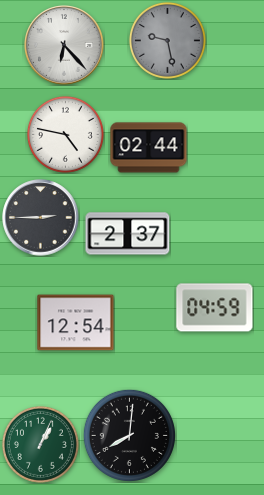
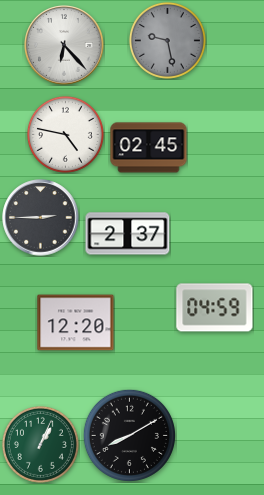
clock at (149, 148): 02:44 -> 02:45
clock at (76, 323): 12:54 -> 12:20
clock at (129, 435): 8:01 -> 8:10
